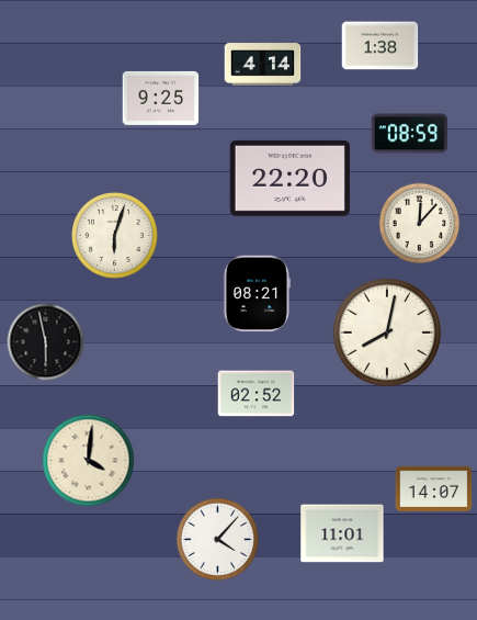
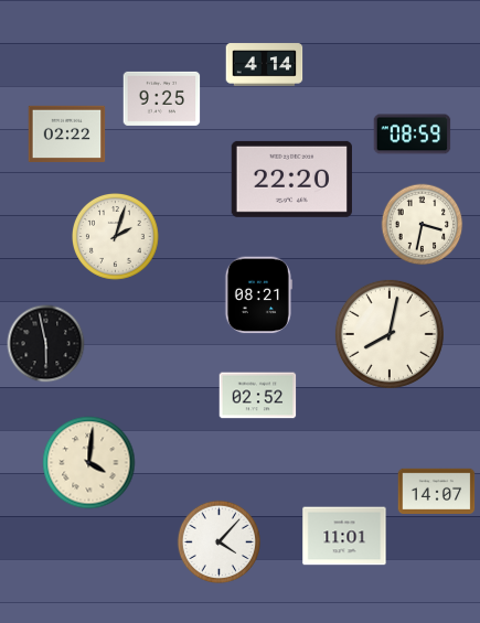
clock at (381, 46): 1:38 -> none
clock at (67, 133): none -> 02:22
clock at (420, 224): 12:07 -> 3:32
clock at (115, 236): 6:03 -> 2:03
